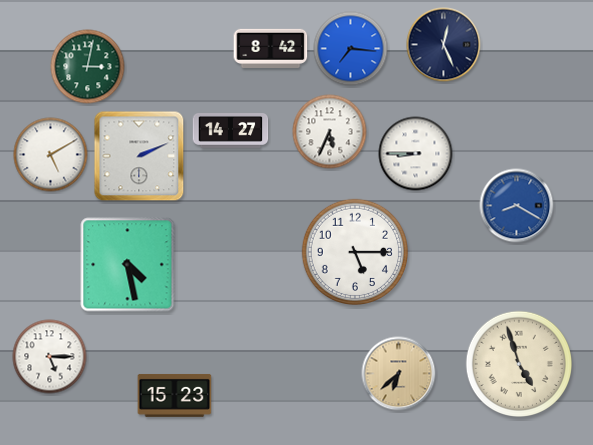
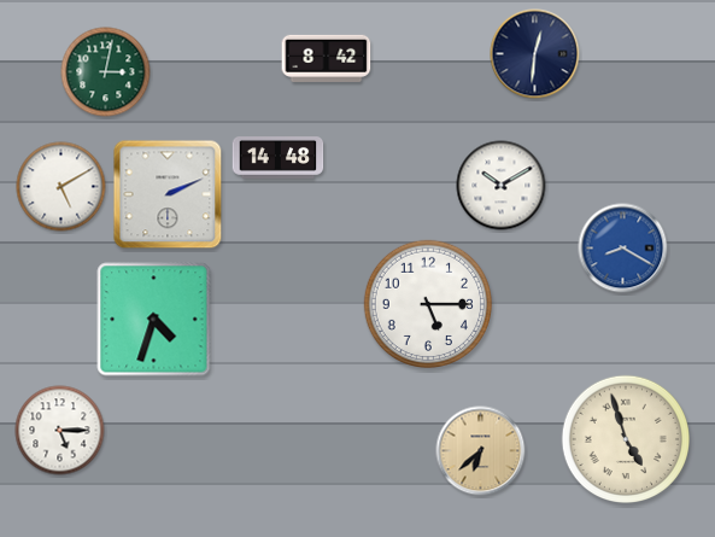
clock at (444, 45): 12:26 -> 12:31
clock at (351, 49): 7:16 -> none
clock at (88, 67) position: (88, 67) -> (106, 72)
clock at (231, 131): 14:27 -> 14:48
clock at (330, 132): 5:34 -> none
clock at (416, 154): 8:45 -> 10:10
clock at (139, 156) position: (139, 156) -> (168, 194)
clock at (128, 265): 4:28 -> 4:33
clock at (175, 395): 15:23 -> none
